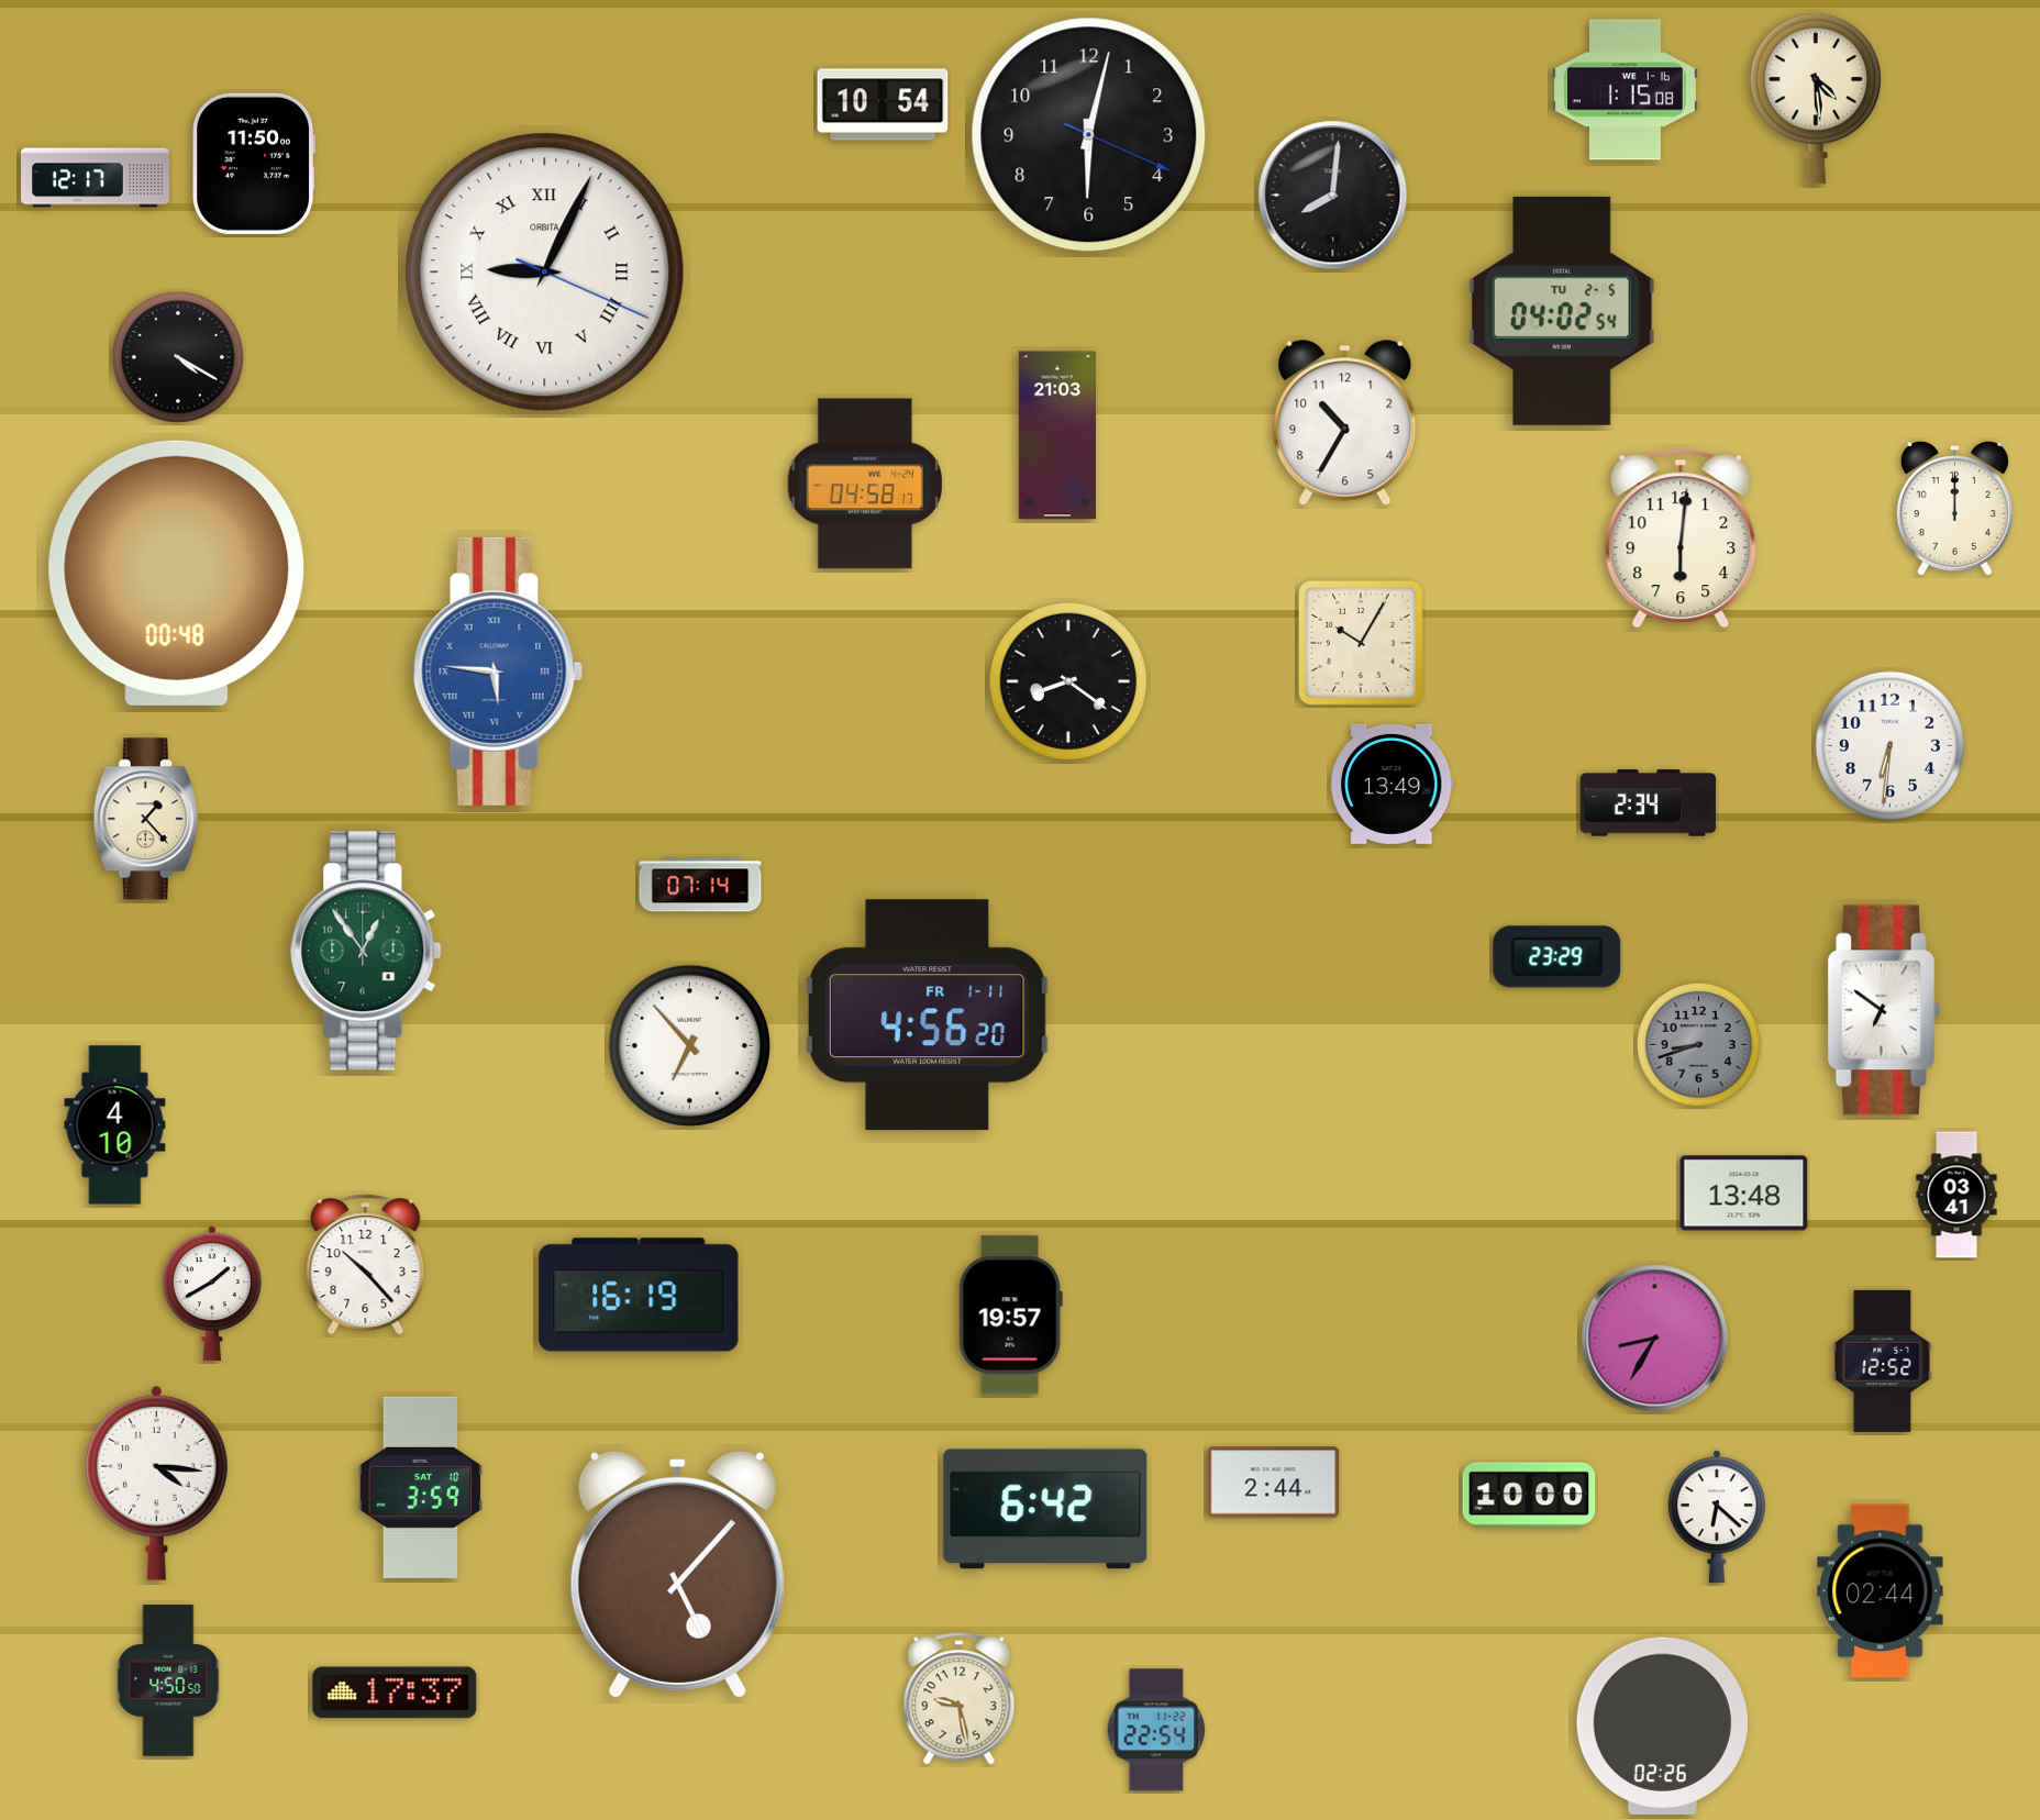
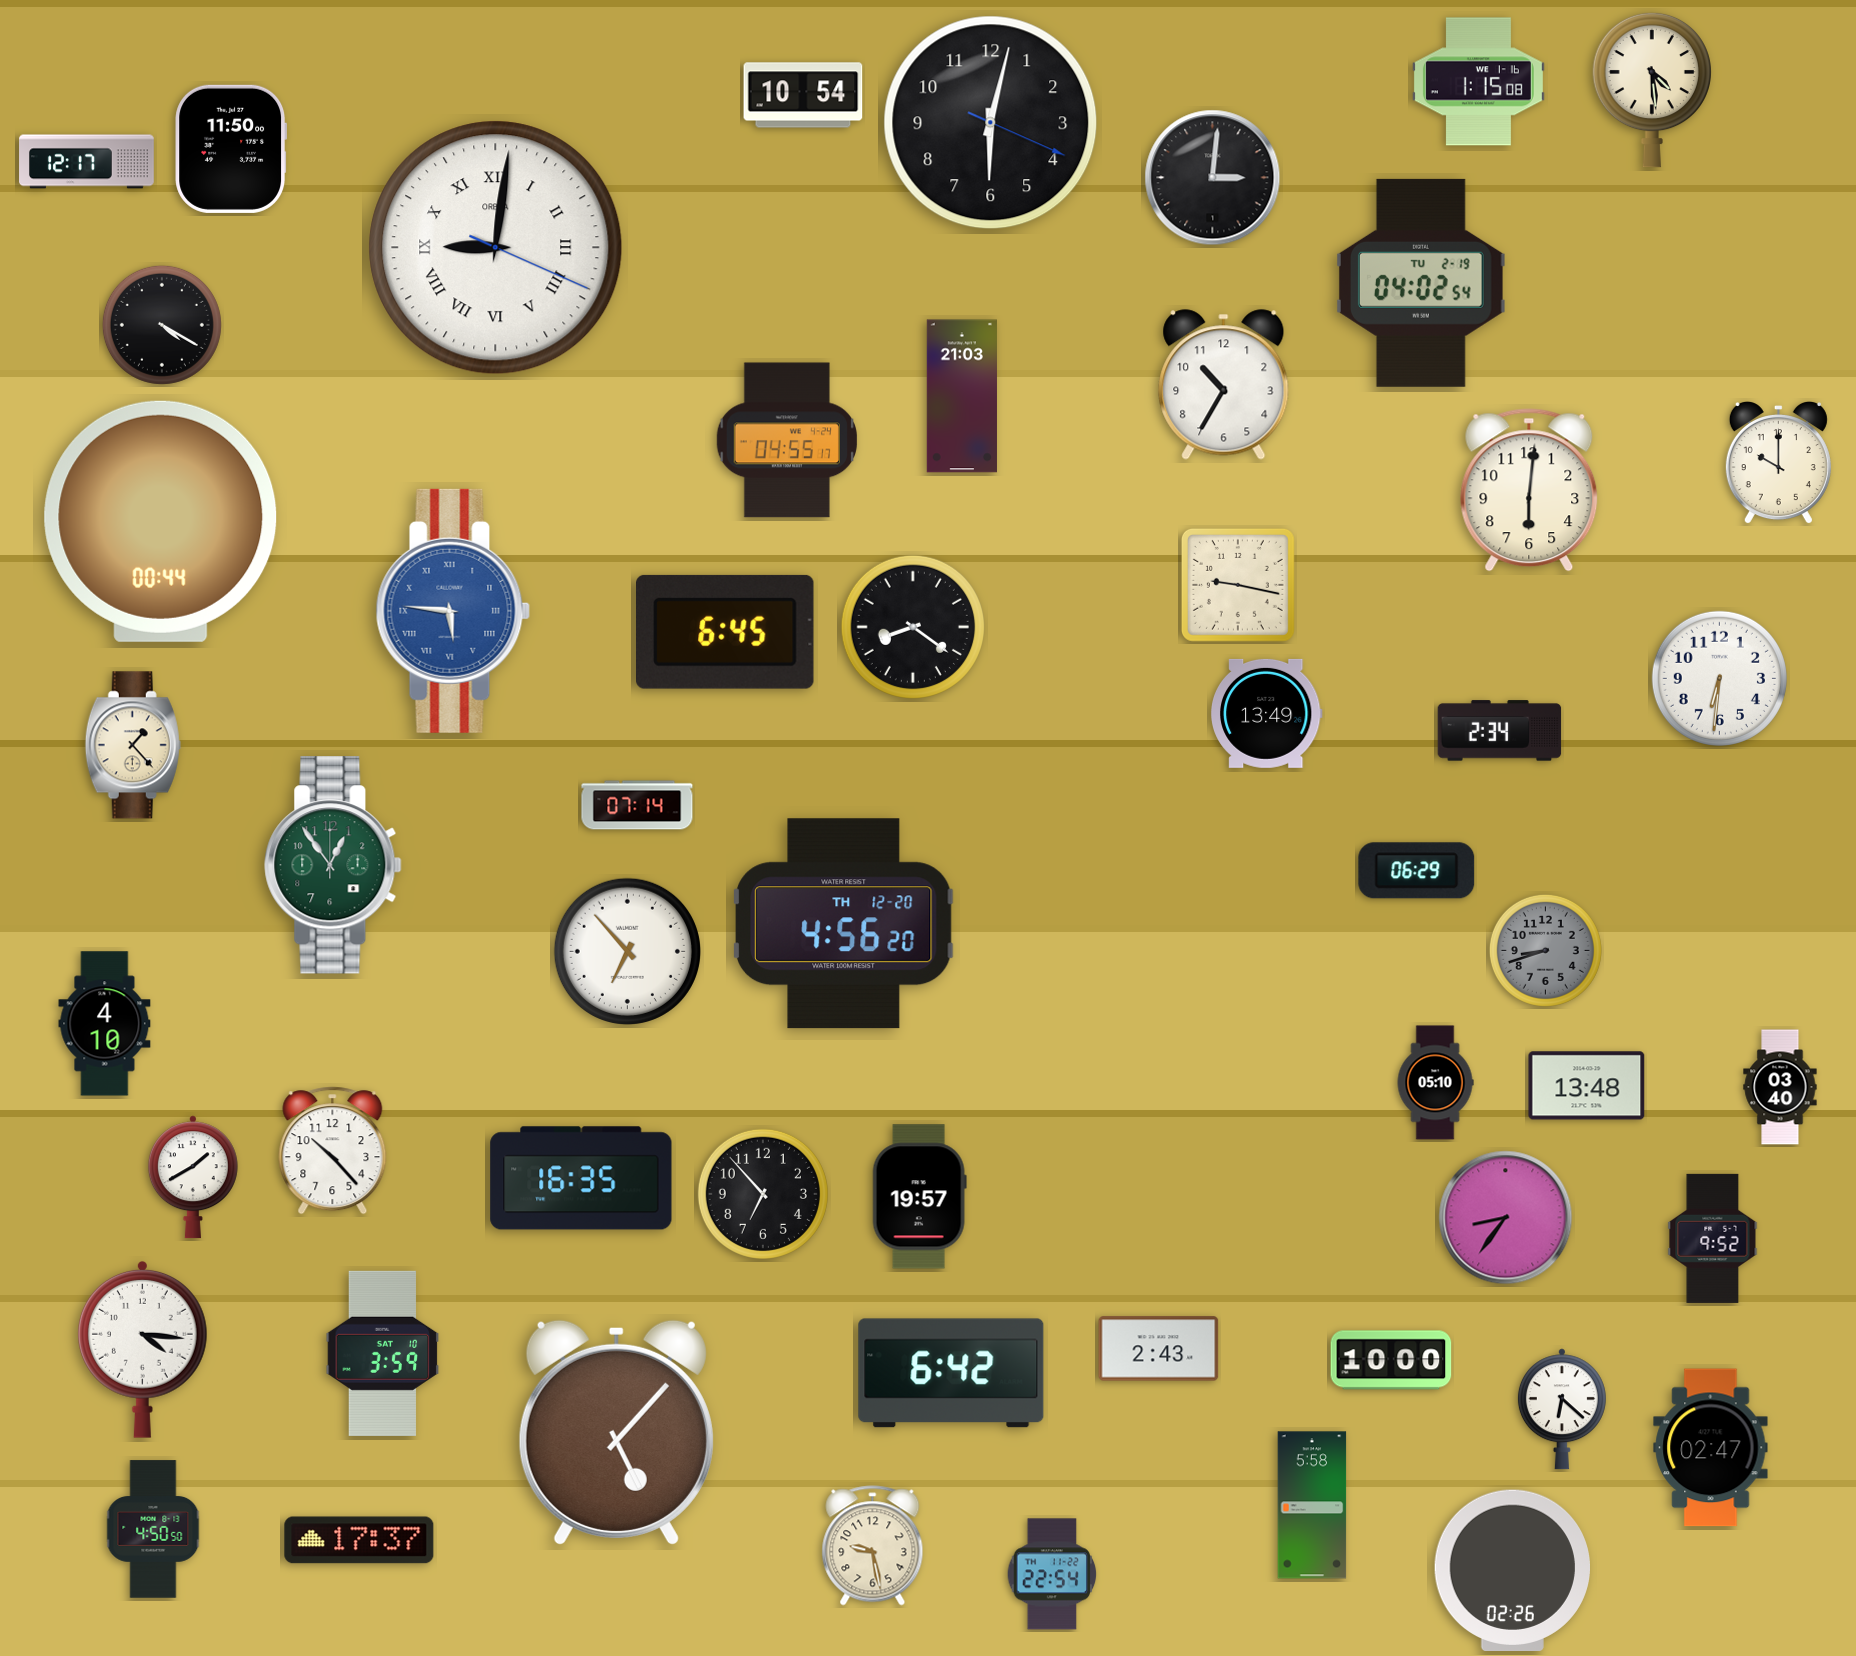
clock at (1333, 196): 8:01 -> 3:01
clock at (545, 273): 9:04 -> 9:01
clock at (1563, 311) date: TU 2-5 -> TU 2-19
clock at (864, 484): 04:58 -> 04:55
clock at (1954, 510): 12:00 -> 10:00
clock at (177, 573): 00:48 -> 00:44
clock at (1361, 643): 10:05 -> 9:17
clock at (1068, 681) position: (1068, 681) -> (913, 627)
clock at (726, 632): none -> 6:45
clock at (1557, 957): 23:29 -> 06:29
clock at (1884, 1010): 6:51 -> none
clock at (928, 1016) date: FR 1-11 -> TH 12-20
clock at (1435, 1083): none -> 05:10
clock at (1956, 1195): 03:41 -> 03:40
clock at (639, 1295): 16:19 -> 16:35
clock at (763, 1194): none -> 6:53
clock at (1655, 1339): 8:35 -> 8:36
clock at (1883, 1361): 12:52 -> 9:52
clock at (1274, 1483): 2:44 -> 2:43
clock at (1717, 1517) position: (1717, 1517) -> (1562, 1409)
clock at (1881, 1591): 02:44 -> 02:47
clock at (1312, 1505): none -> 5:58
